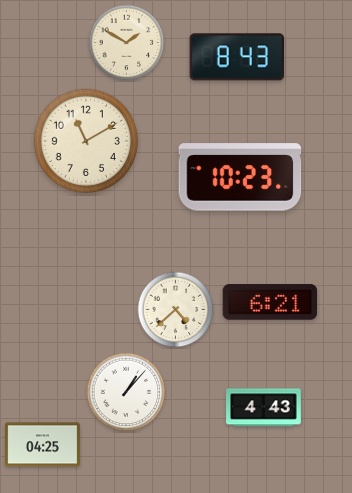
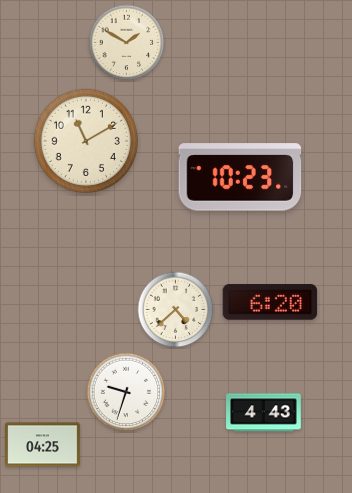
clock at (237, 57): 8:43 -> none
clock at (270, 302): 6:21 -> 6:20
clock at (126, 392): 1:07 -> 9:33
clock at (264, 408) position: (264, 408) -> (264, 413)
